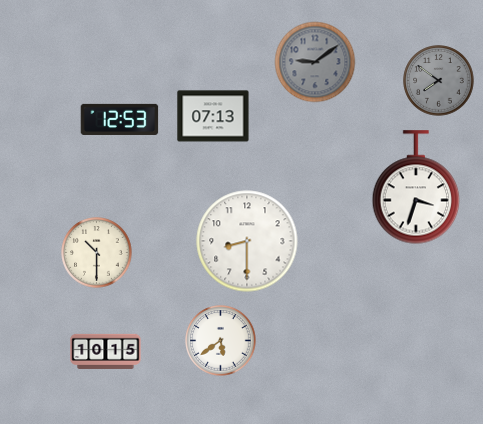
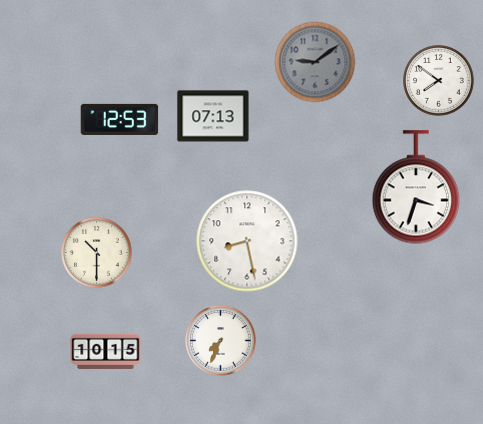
clock at (439, 81) dial: grey -> white
clock at (247, 241): 8:30 -> 8:28
clock at (221, 341): 5:39 -> 7:34
